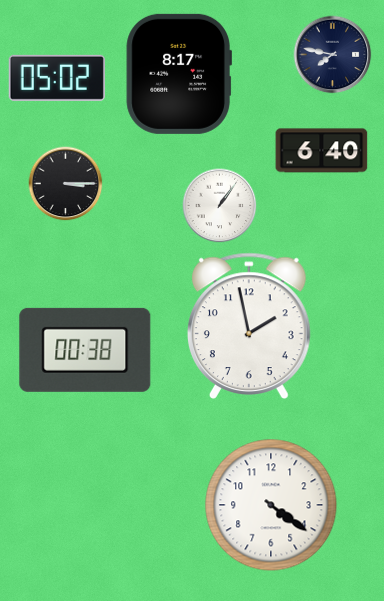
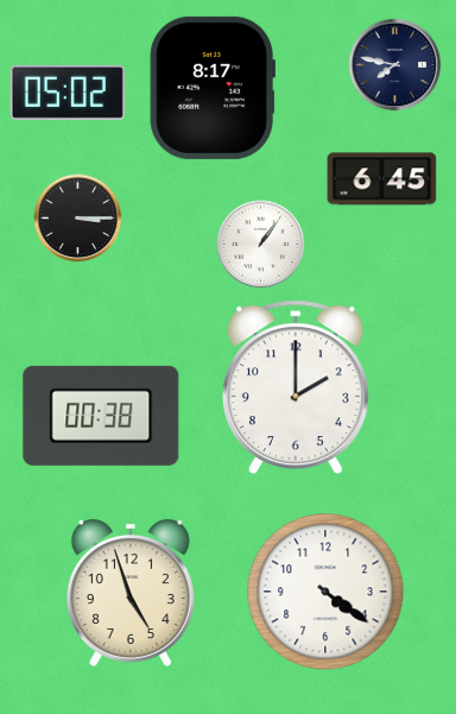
clock at (322, 151): 6:40 -> 6:45
clock at (249, 325): 1:58 -> 2:00
clock at (131, 593): none -> 4:57
clock at (271, 505) position: (271, 505) -> (325, 592)
